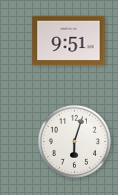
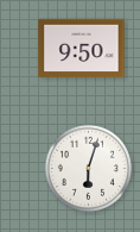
clock at (69, 41): 9:51 -> 9:50
